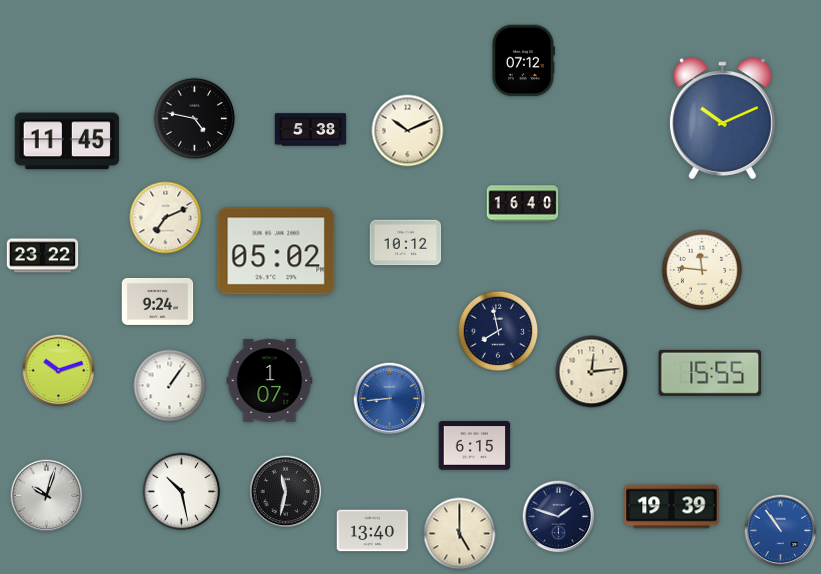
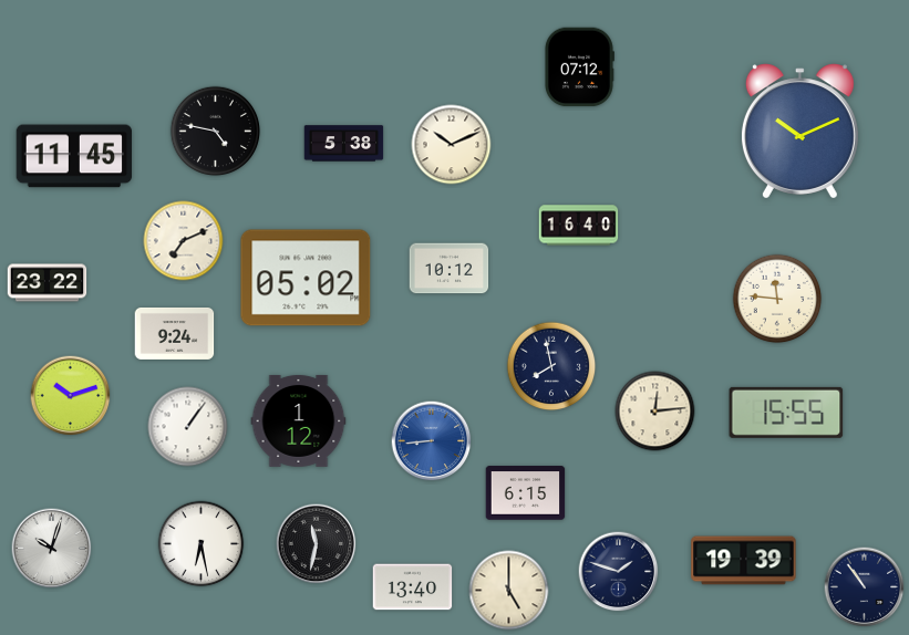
clock at (59, 371) position: (59, 371) -> (71, 396)
clock at (270, 380): 1:07 -> 1:12
clock at (182, 492): 10:28 -> 6:28
clock at (781, 531) dial: blue -> navy
